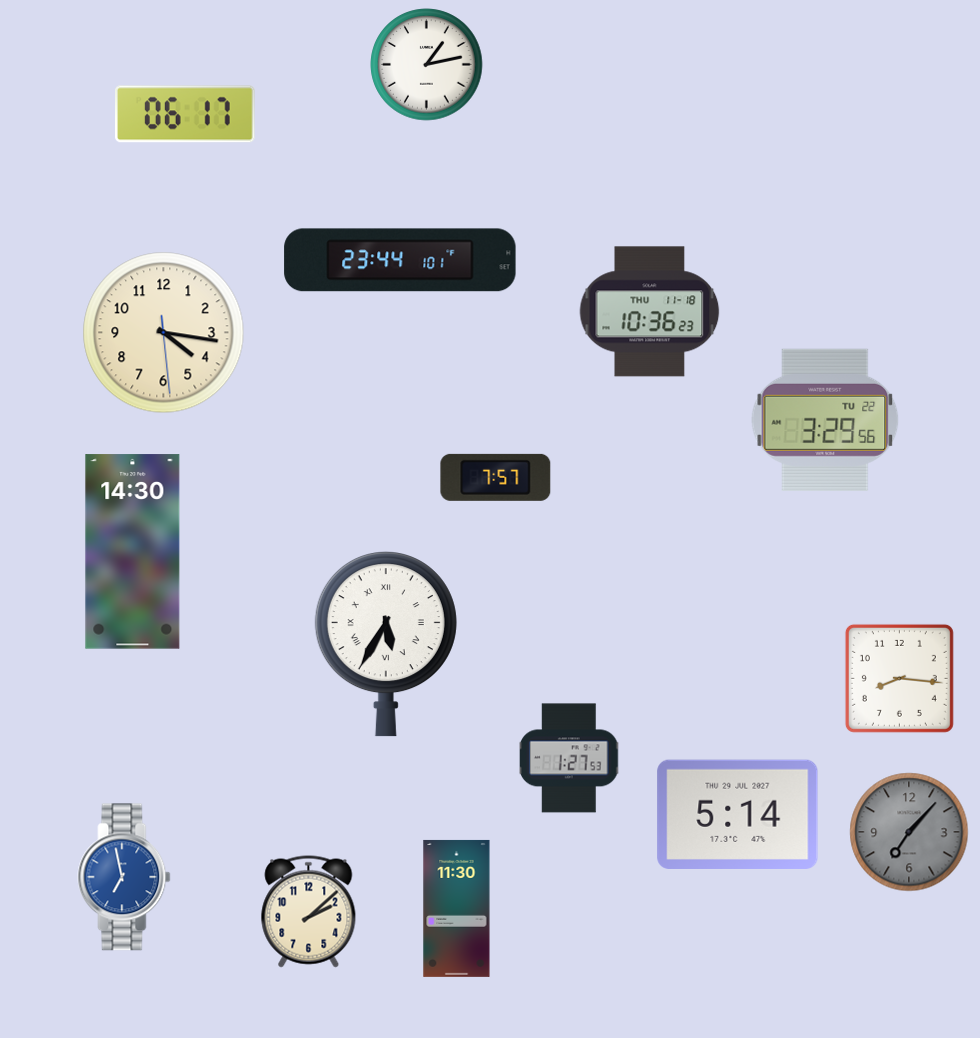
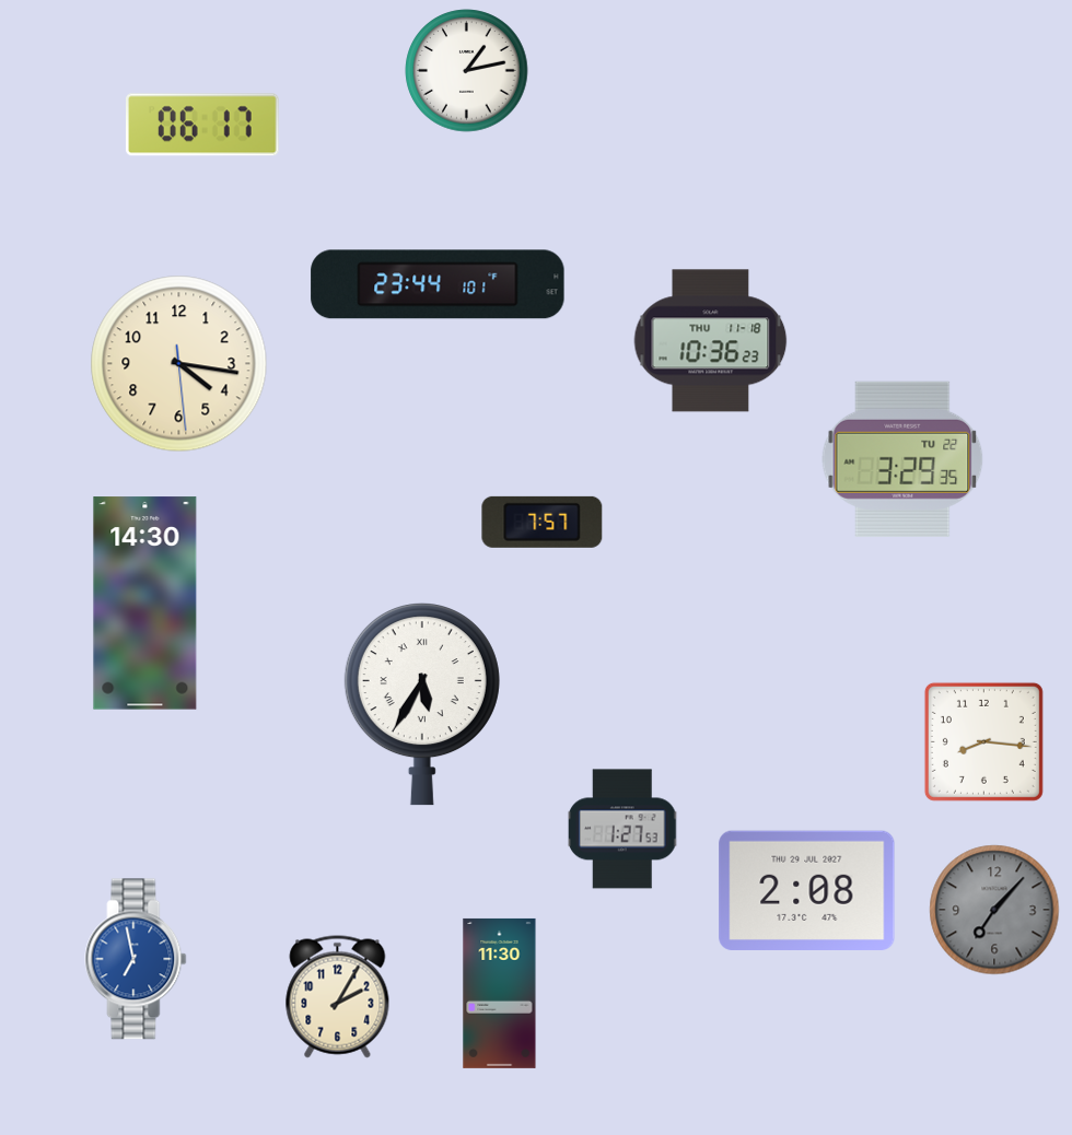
clock at (825, 420): 3:29:56 -> 3:29:35
clock at (738, 814): 5:14 -> 2:08
clock at (309, 912): 2:08 -> 2:05
